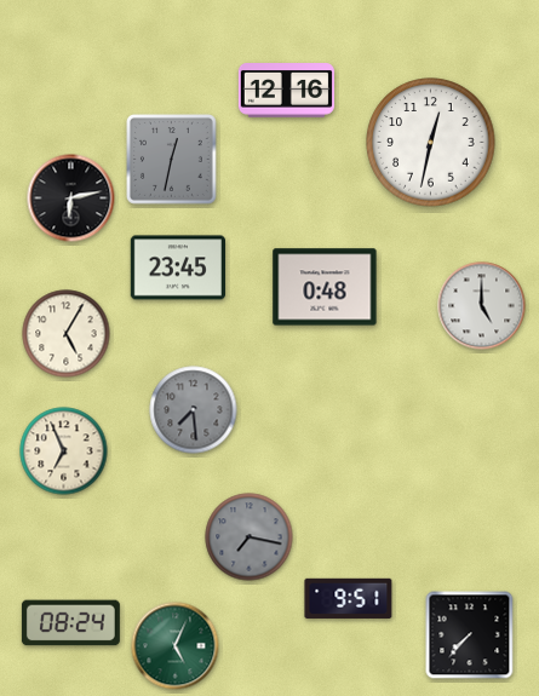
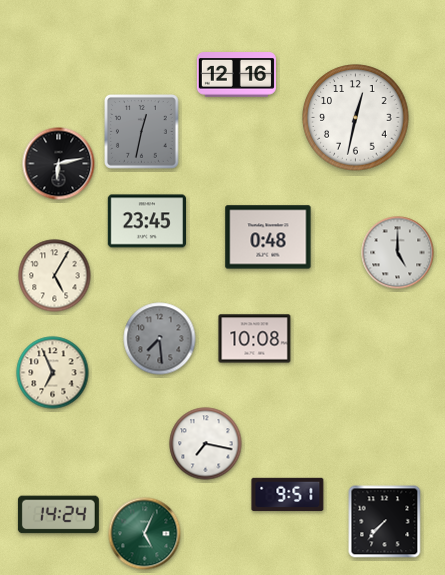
clock at (255, 339): none -> 10:08
clock at (250, 537) dial: grey -> white
clock at (70, 623): 08:24 -> 14:24
clock at (470, 635) position: (470, 635) -> (385, 522)
